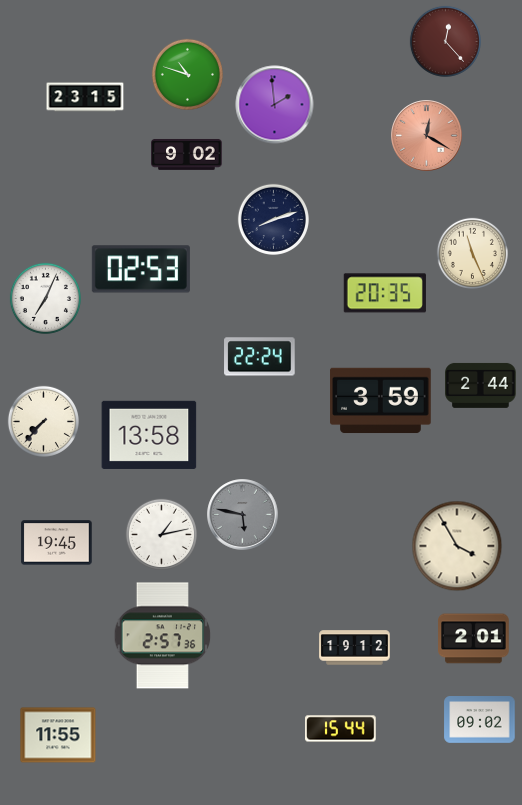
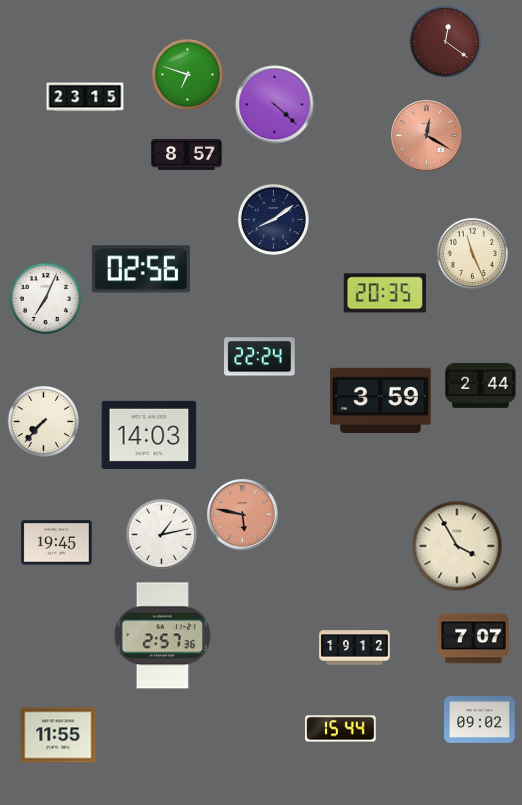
clock at (445, 41): 12:23 -> 12:21
clock at (187, 74): 10:48 -> 6:48
clock at (275, 105): 1:59 -> 4:22
clock at (187, 155): 9:02 -> 8:57
clock at (273, 219): 8:12 -> 8:09
clock at (141, 269): 02:53 -> 02:56
clock at (149, 435): 13:58 -> 14:03
clock at (243, 515) dial: grey -> salmon
clock at (474, 639): 2:01 -> 7:07
